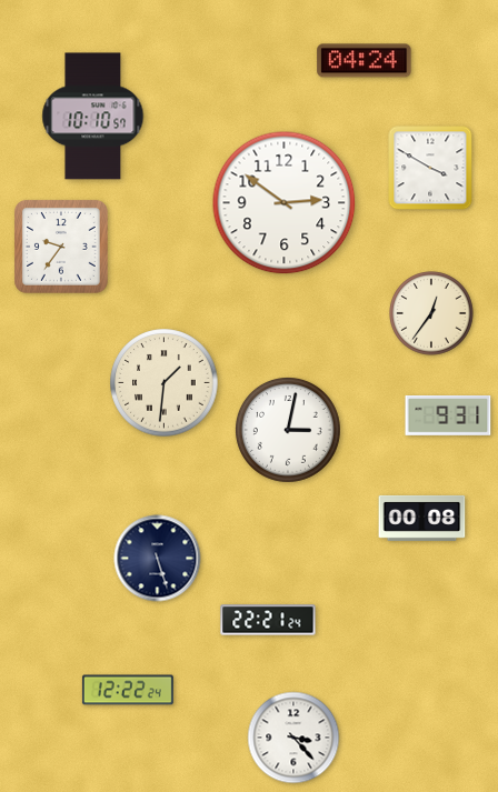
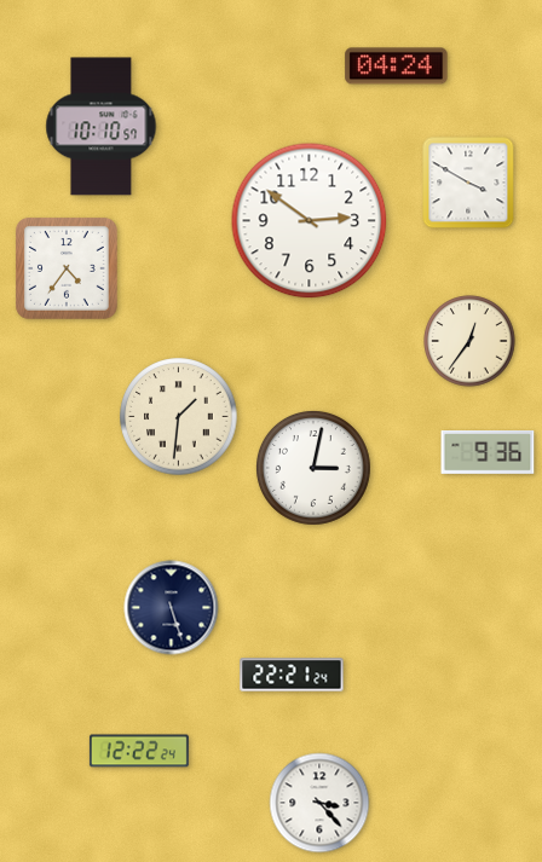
clock at (61, 247): 9:36 -> 4:36
clock at (448, 417): 9:31 -> 9:36
clock at (422, 518): 00:08 -> none
